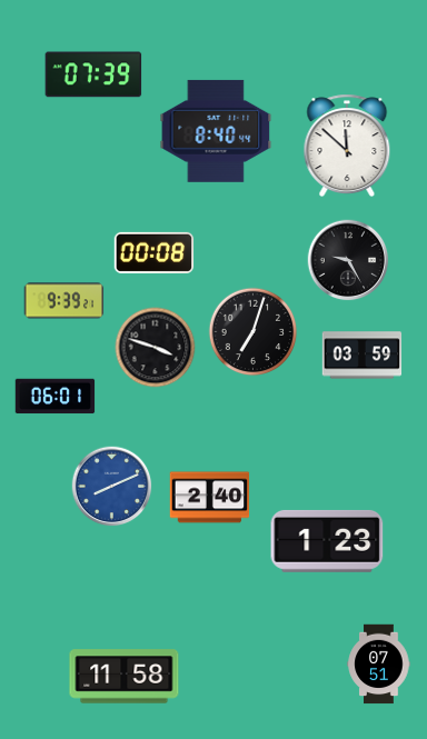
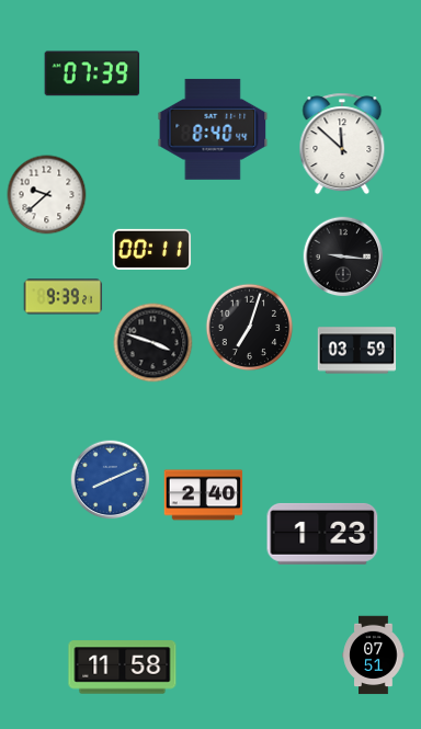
clock at (47, 195): none -> 9:38
clock at (155, 252): 00:08 -> 00:11
clock at (348, 260): 9:25 -> 9:16
clock at (56, 397): 06:01 -> none
clock at (210, 498) position: (210, 498) -> (204, 496)
